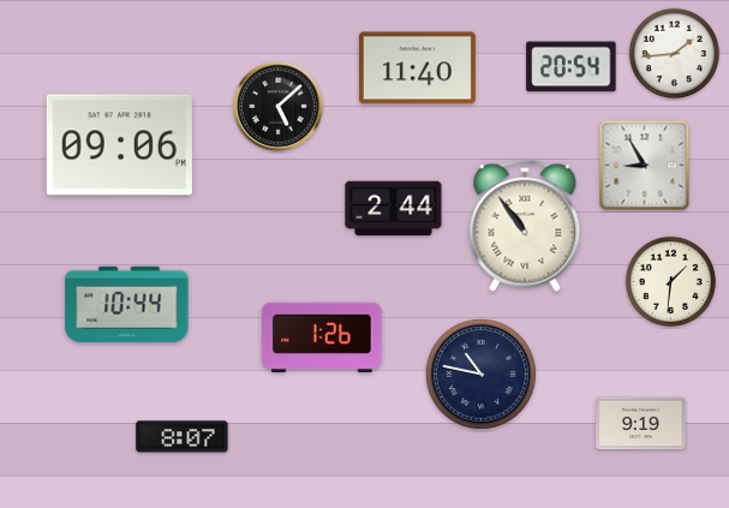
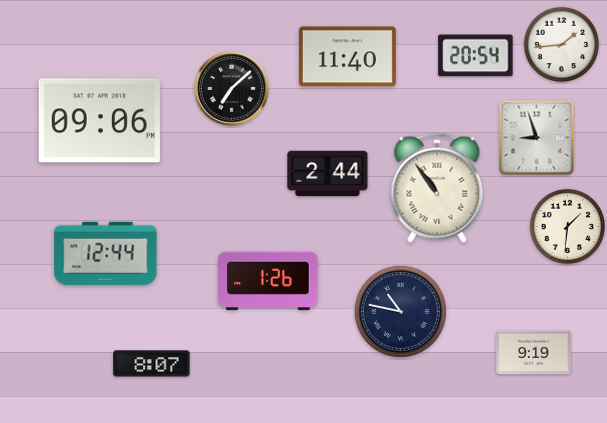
clock at (279, 107): 5:08 -> 7:08
clock at (645, 166): 8:55 -> 8:57
clock at (670, 281) position: (670, 281) -> (567, 226)
clock at (127, 304): 10:44 -> 12:44
